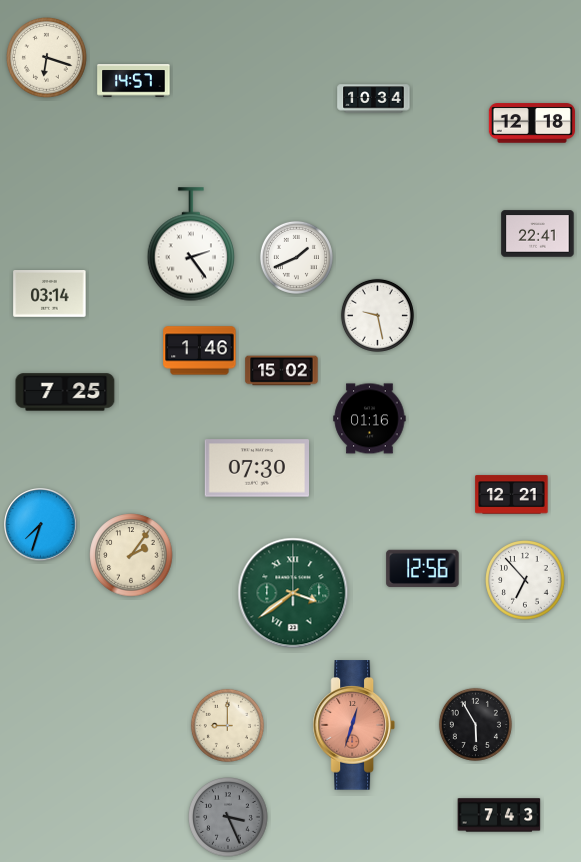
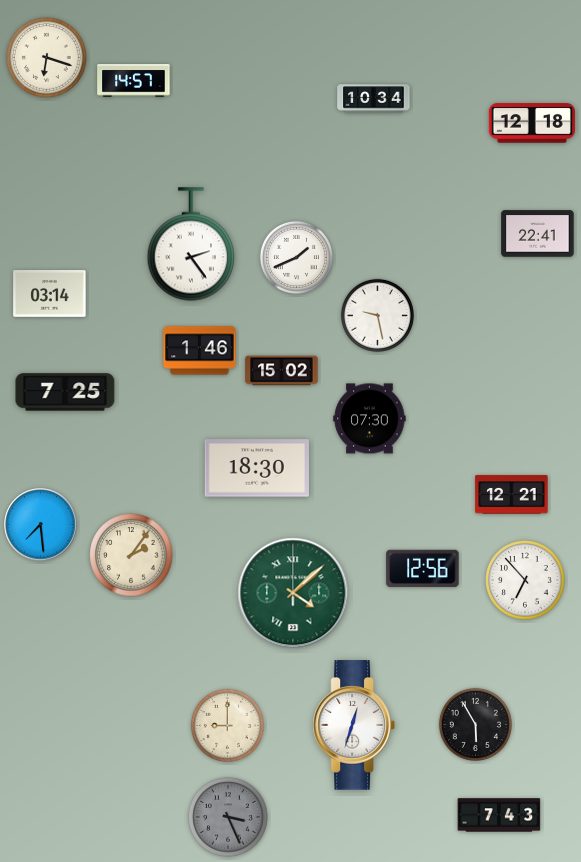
clock at (370, 419): 01:16 -> 07:30
clock at (257, 468): 07:30 -> 18:30
clock at (41, 525): 7:33 -> 7:29
clock at (293, 593): 3:39 -> 4:08
clock at (354, 725) dial: salmon -> white
